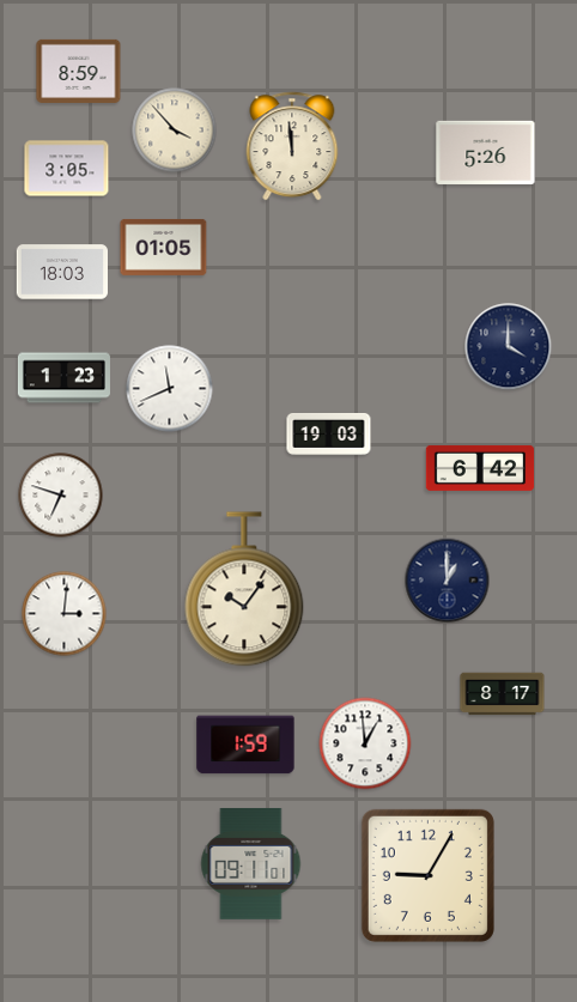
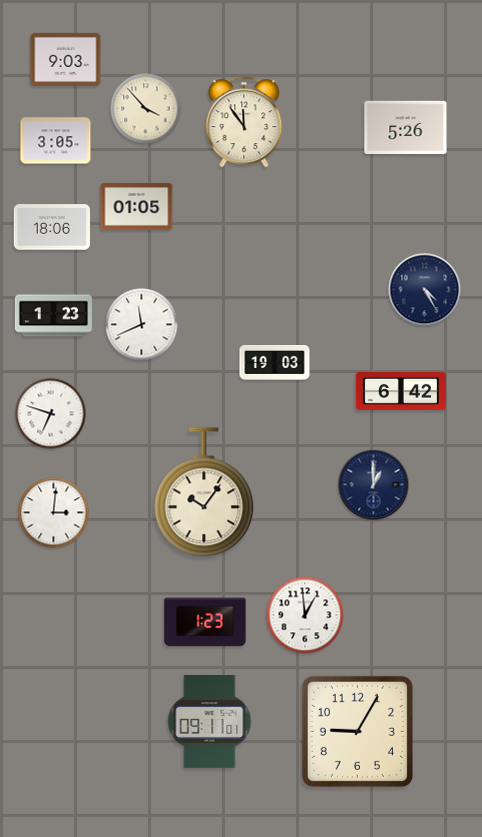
clock at (79, 71): 8:59 -> 9:03
clock at (292, 146): 11:59 -> 11:54
clock at (61, 272): 18:03 -> 18:06
clock at (509, 347): 4:00 -> 4:25
clock at (503, 694): 8:17 -> none
clock at (365, 743) position: (365, 743) -> (305, 615)
clock at (245, 745): 1:59 -> 1:23
